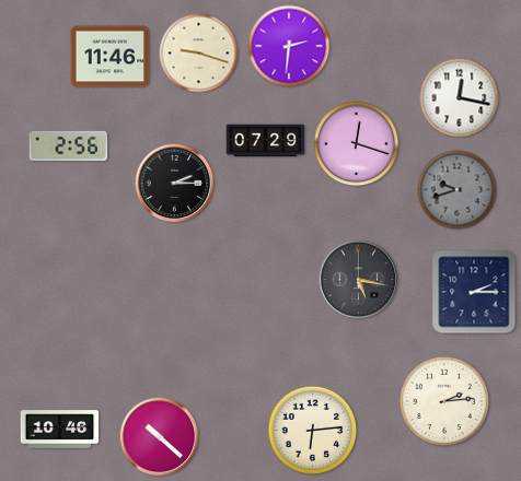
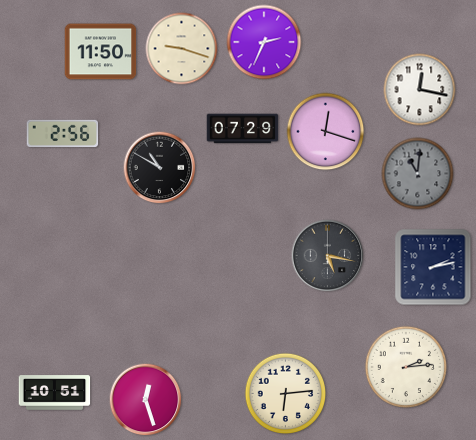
clock at (289, 46): 2:31 -> 2:34
clock at (111, 57): 11:46 -> 11:50
clock at (175, 184): 2:15 -> 10:50
clock at (458, 190): 9:42 -> 11:01
clock at (474, 292): 2:15 -> 2:13
clock at (60, 430): 10:46 -> 10:51
clock at (160, 437): 10:22 -> 12:27
